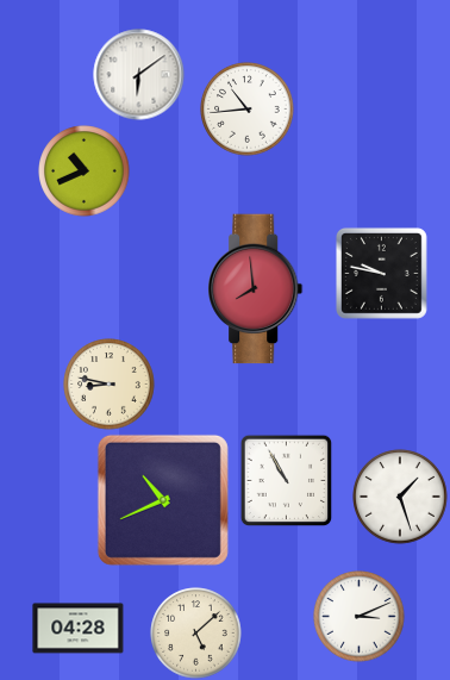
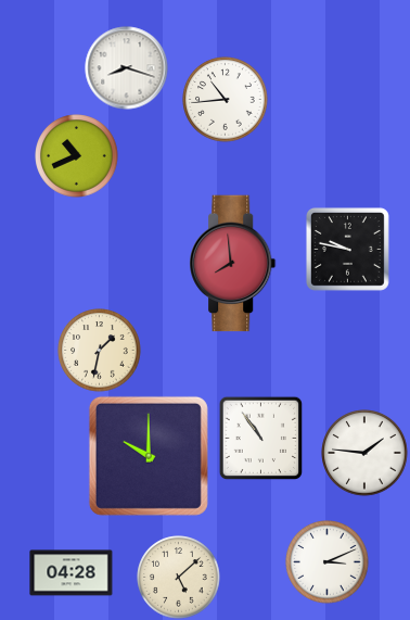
clock at (139, 75): 6:09 -> 8:18
clock at (110, 385): 8:47 -> 1:32
clock at (286, 480): 10:55 -> 10:54
clock at (400, 497): 1:27 -> 1:46
clock at (163, 500): 10:41 -> 10:00
